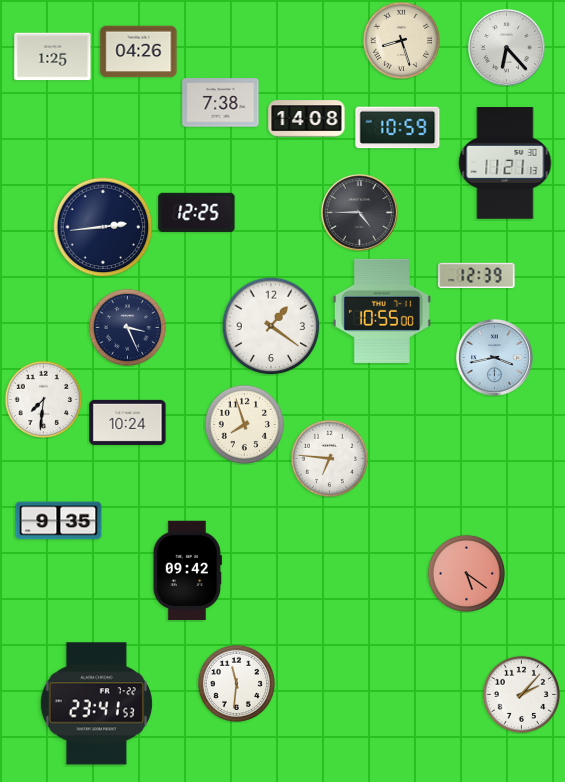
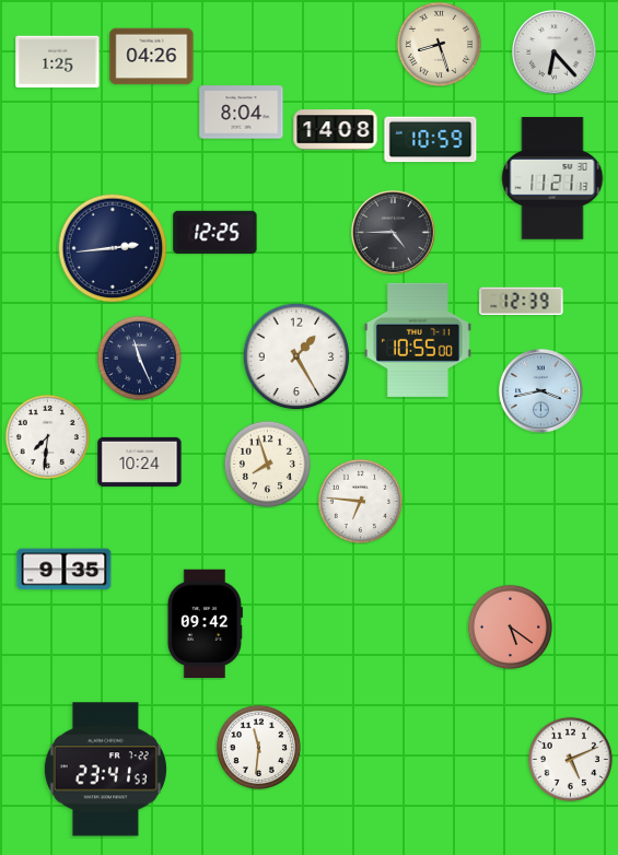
clock at (221, 103): 7:38 -> 8:04
clock at (398, 128) position: (398, 128) -> (431, 140)
clock at (271, 326): 1:21 -> 1:25
clock at (127, 327): 3:26 -> 11:26
clock at (521, 694): 2:07 -> 5:11
